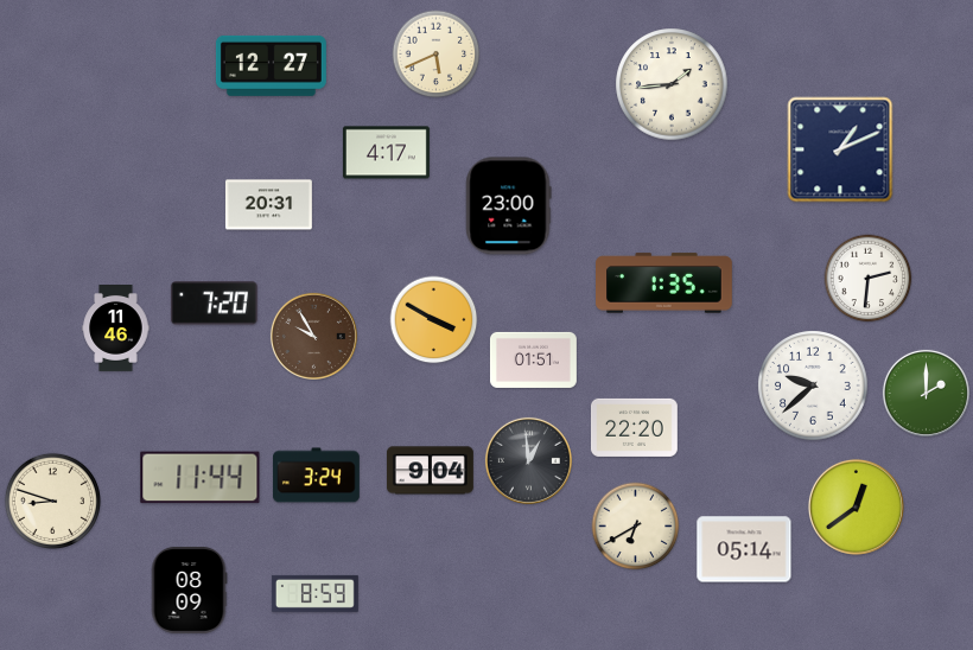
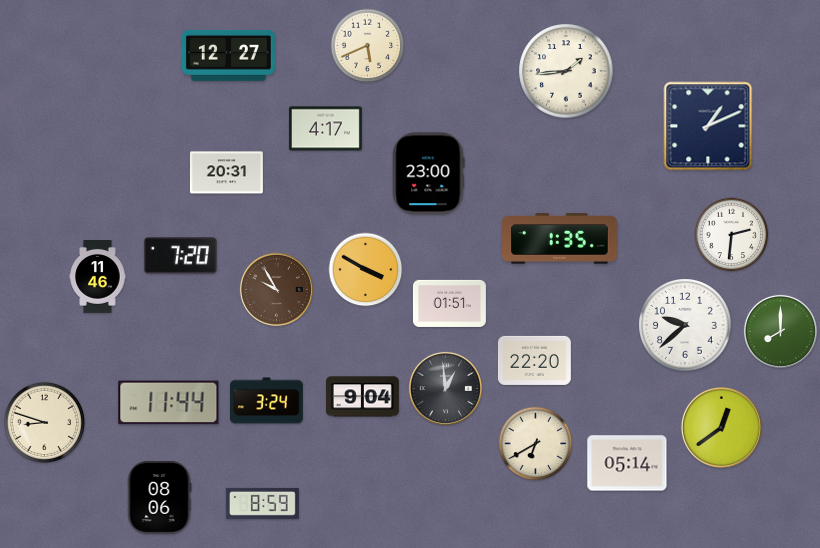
clock at (313, 336) position: (313, 336) -> (276, 289)
clock at (926, 393): 2:00 -> 8:00
clock at (189, 590): 08:09 -> 08:06
clock at (314, 593) position: (314, 593) -> (262, 503)
